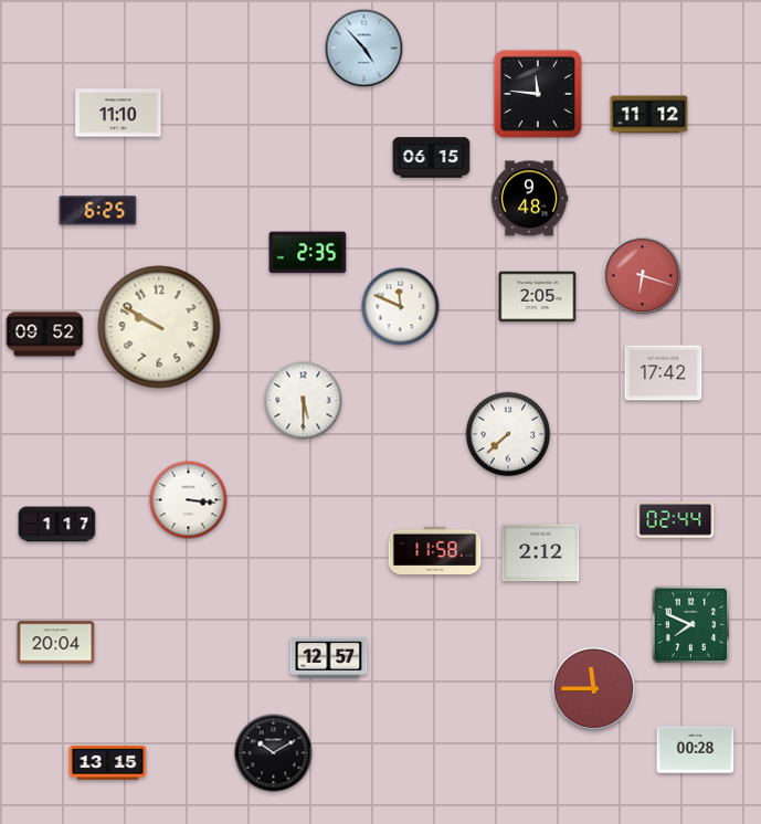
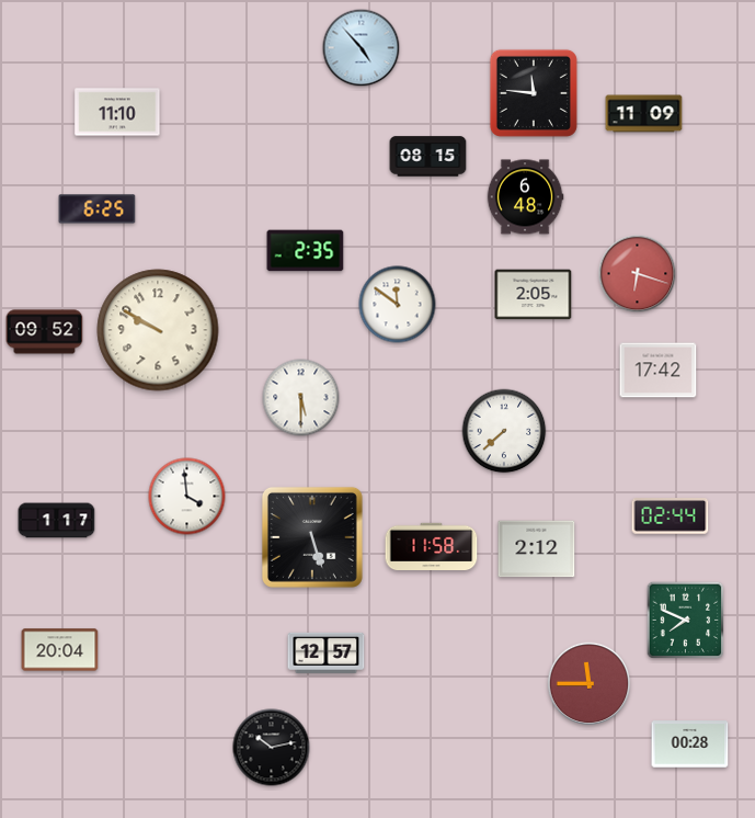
clock at (649, 115): 11:12 -> 11:09
clock at (432, 158): 06:15 -> 08:15
clock at (529, 199): 9:48 -> 6:48
clock at (401, 307): 11:49 -> 11:51
clock at (159, 327) position: (159, 327) -> (158, 330)
clock at (189, 500): 3:16 -> 3:59
clock at (312, 537): none -> 5:27
clock at (56, 643) position: (56, 643) -> (60, 650)
clock at (274, 753): 10:10 -> 10:13
clock at (108, 762): 13:15 -> none
